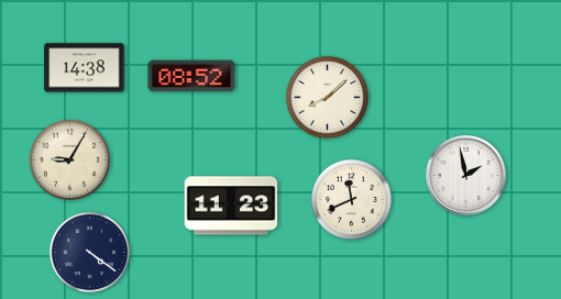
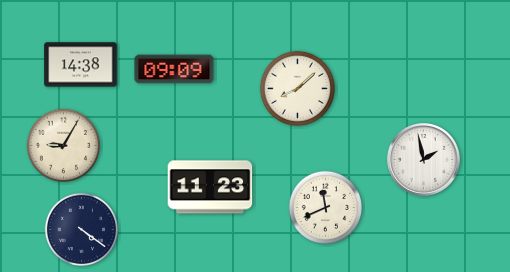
clock at (85, 68) position: (85, 68) -> (81, 65)
clock at (191, 76): 08:52 -> 09:09
clock at (351, 199) position: (351, 199) -> (325, 207)
